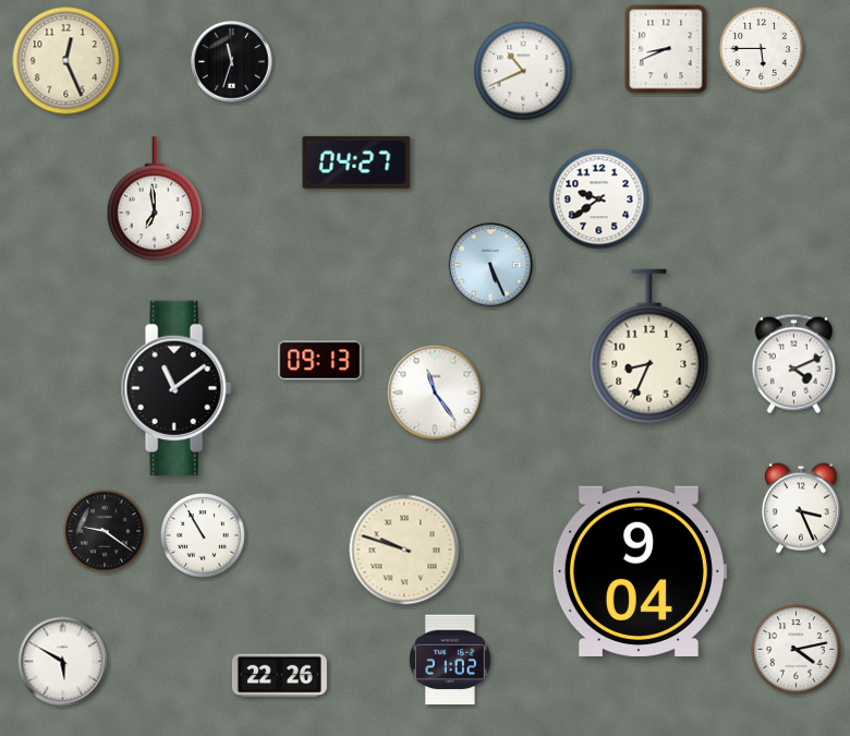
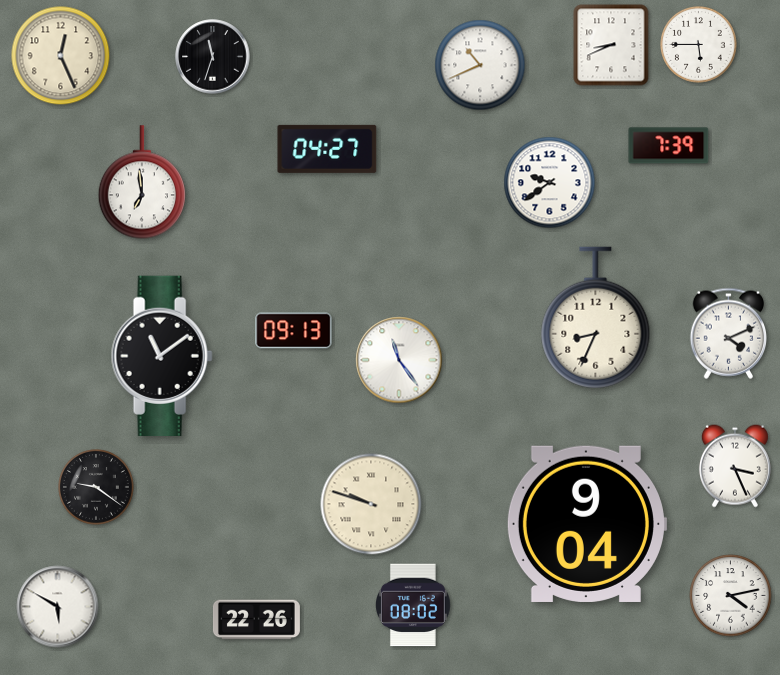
clock at (669, 146): none -> 7:39
clock at (490, 265): 5:26 -> none
clock at (203, 535): 10:55 -> none
clock at (450, 660): 21:02 -> 08:02
